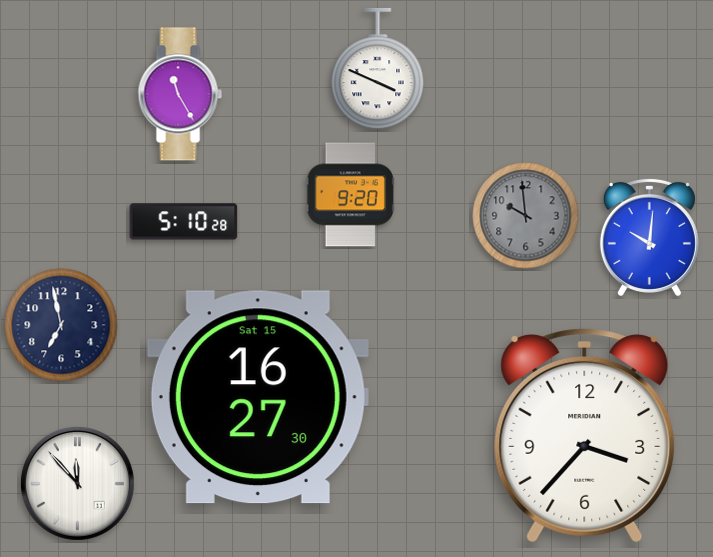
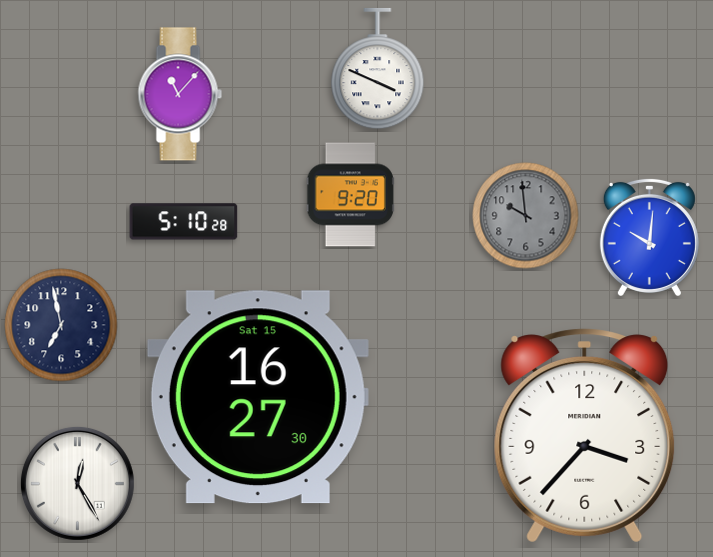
clock at (180, 94): 11:25 -> 11:07
clock at (77, 483): 11:53 -> 12:25
